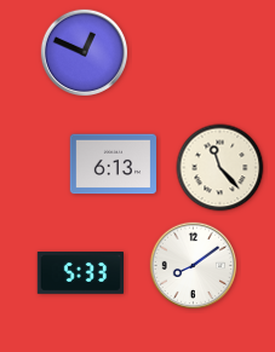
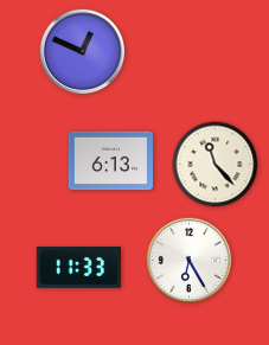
clock at (194, 266): 8:09 -> 6:25
clock at (80, 273): 5:33 -> 11:33
